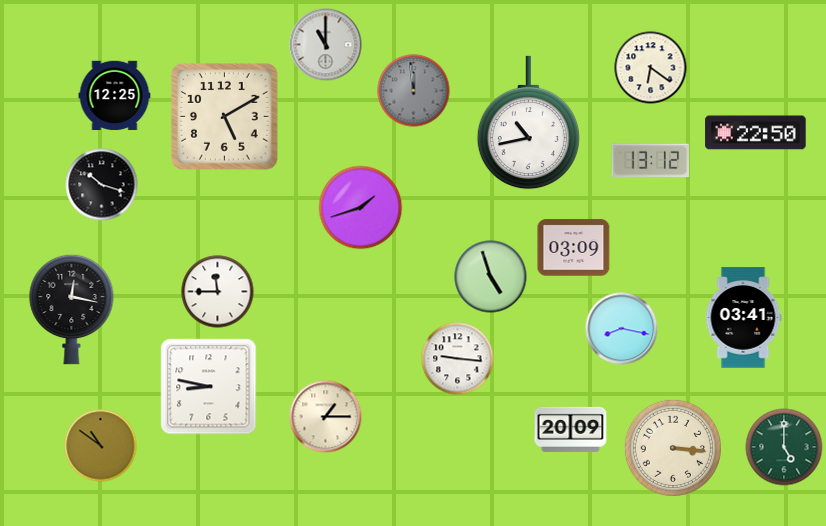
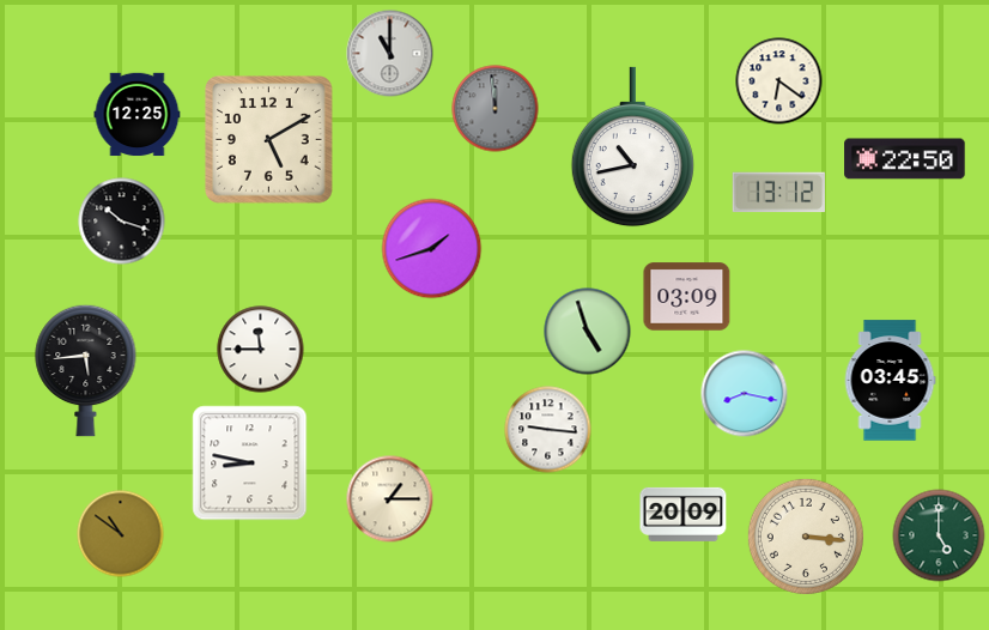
clock at (72, 309): 12:17 -> 5:44
clock at (743, 318): 03:41 -> 03:45
